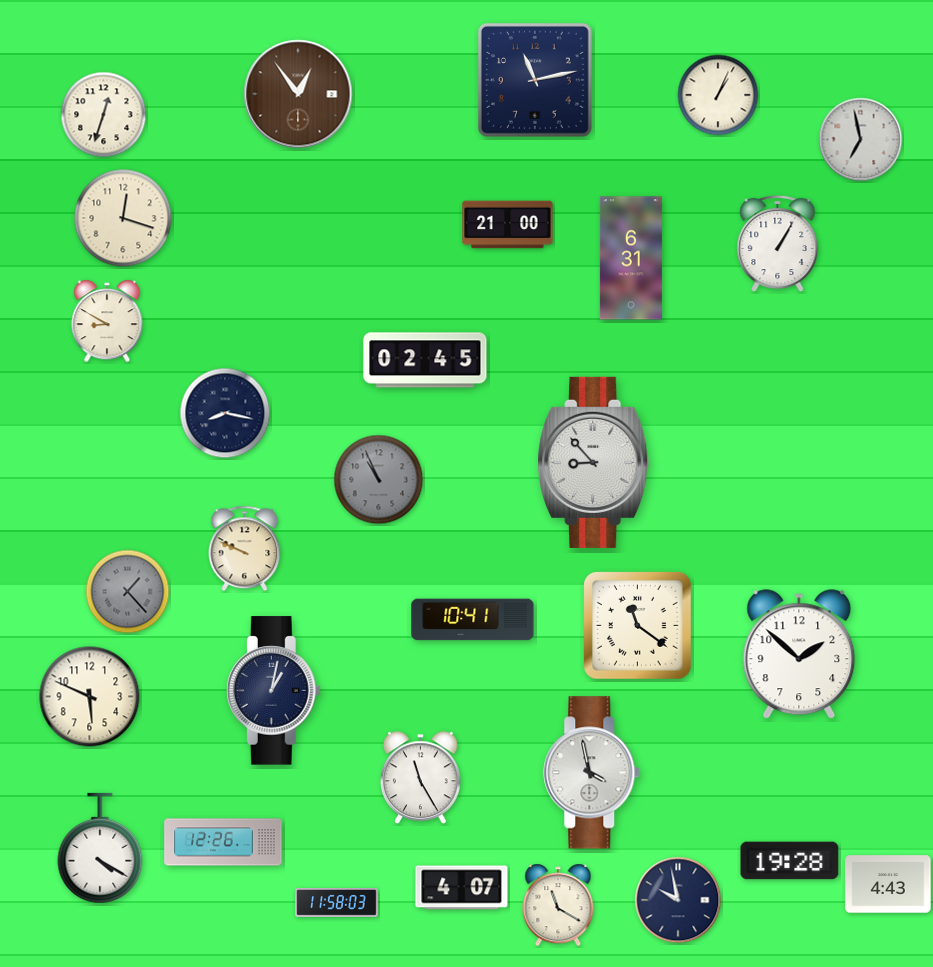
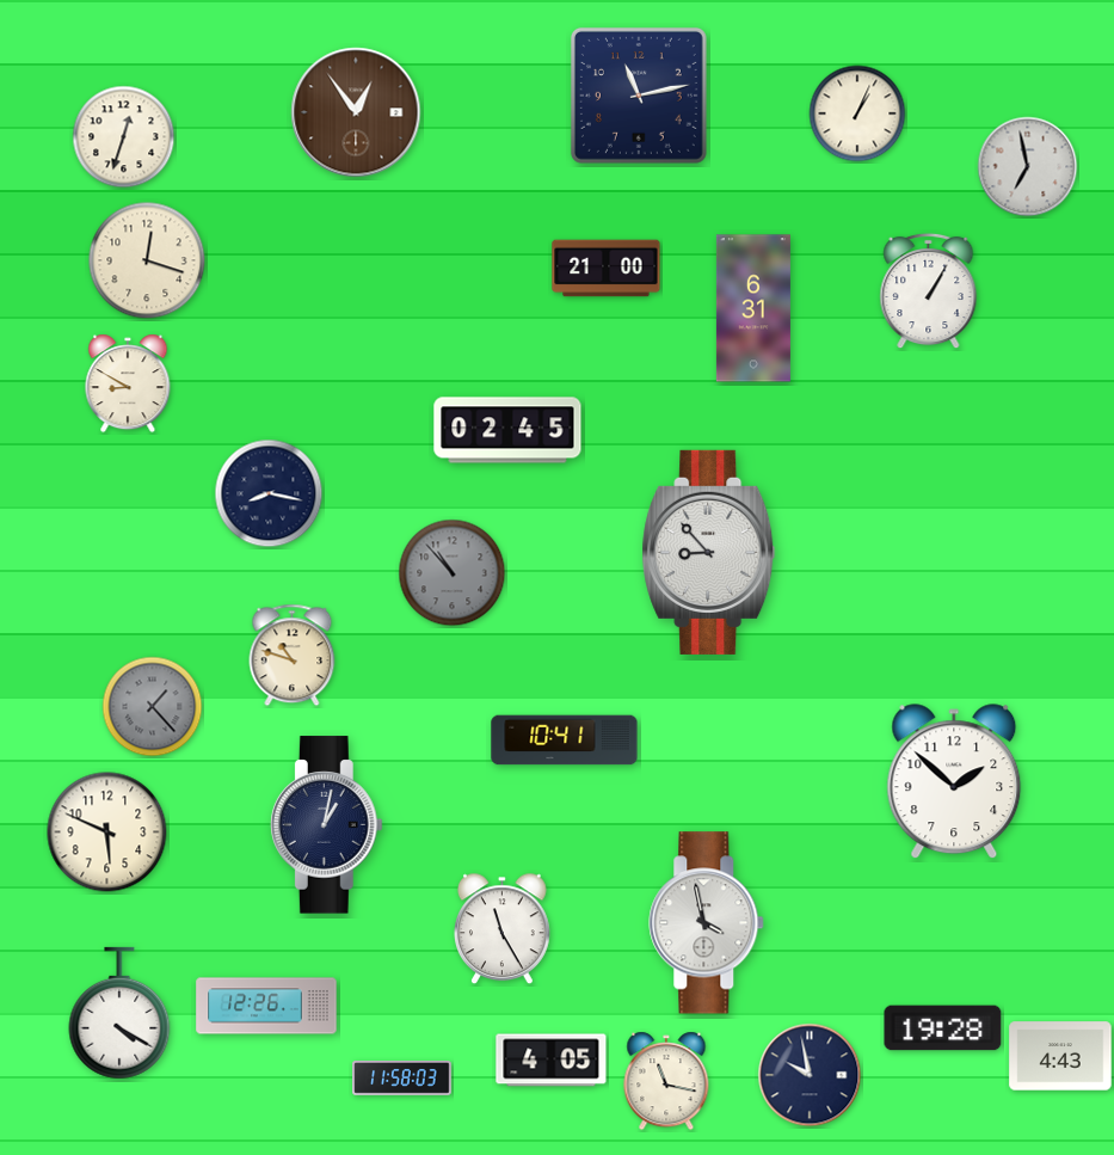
clock at (379, 480): 10:56 -> 10:53
clock at (245, 549): 9:49 -> 10:48
clock at (637, 625): 11:21 -> none
clock at (462, 888): 4:07 -> 4:05
clock at (558, 905): 11:20 -> 11:17
